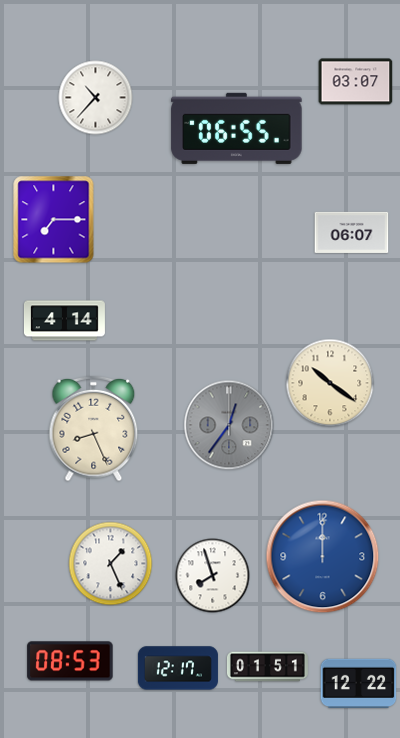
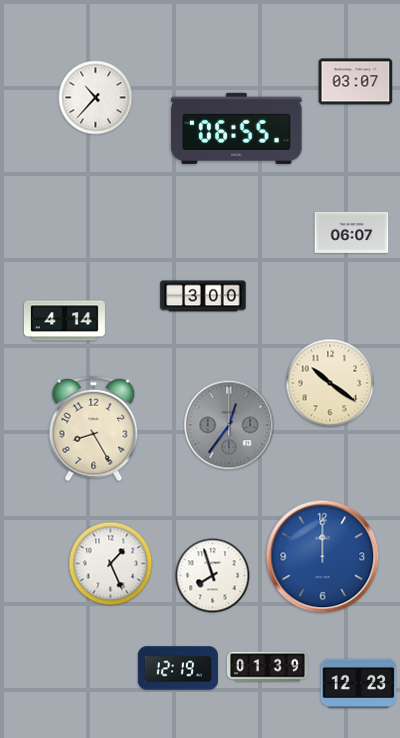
clock at (54, 220): 7:15 -> none
clock at (203, 296): none -> 3:00
clock at (94, 429): 8:26 -> 8:25
clock at (70, 661): 08:53 -> none
clock at (267, 667): 01:51 -> 01:39
clock at (178, 668): 12:17 -> 12:19
clock at (359, 684): 12:22 -> 12:23
